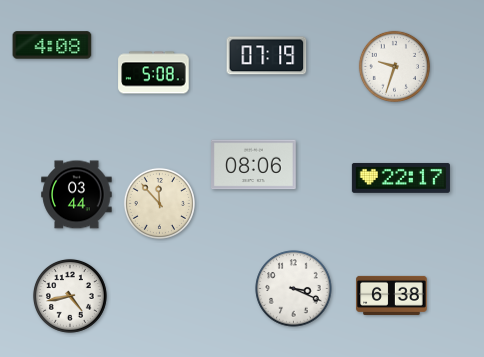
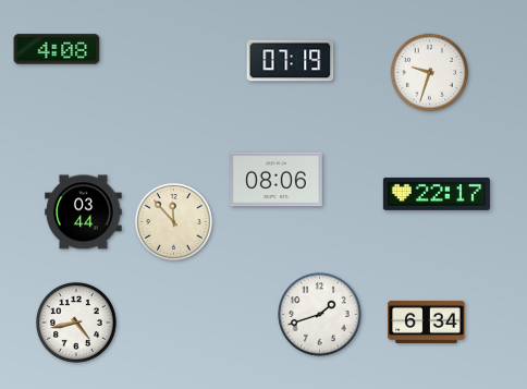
clock at (154, 73): 5:08 -> none
clock at (294, 289): 3:19 -> 1:42
clock at (392, 295): 6:38 -> 6:34
